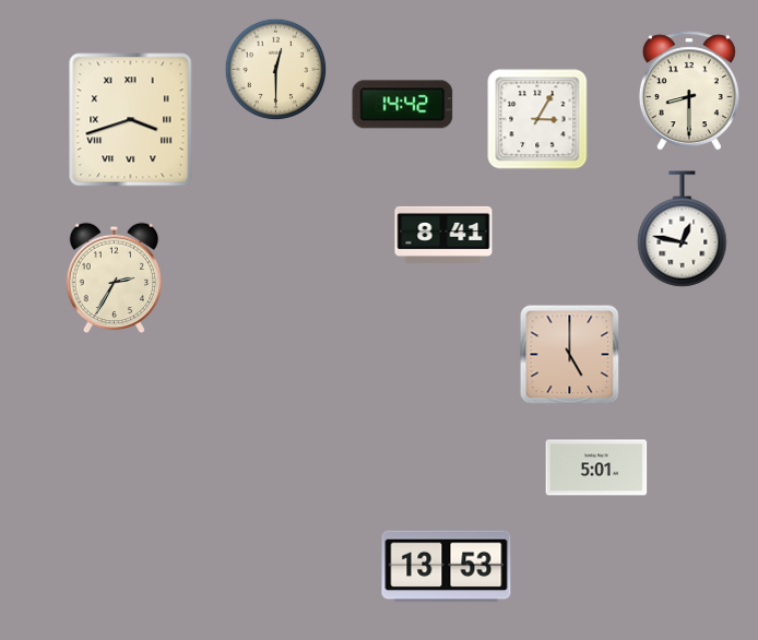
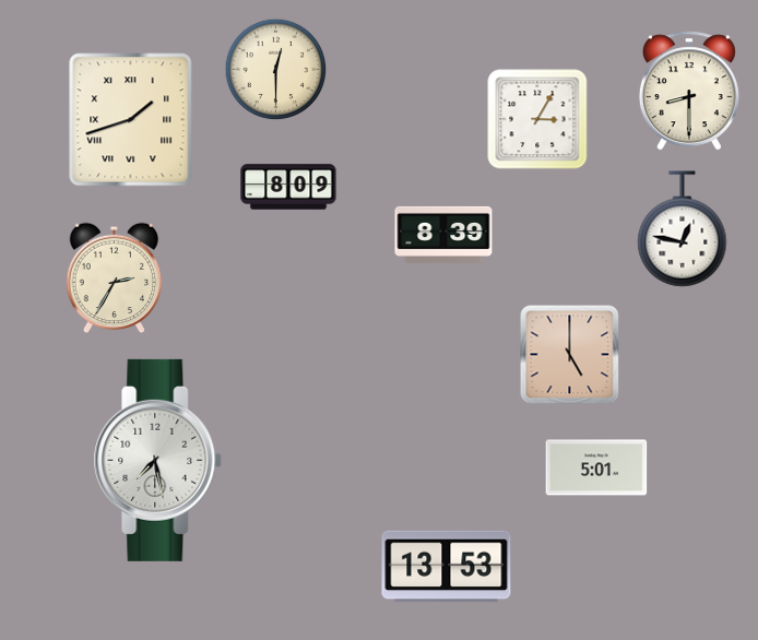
clock at (403, 105): 14:42 -> none
clock at (131, 120): 3:42 -> 1:42
clock at (288, 187): none -> 8:09
clock at (443, 235): 8:41 -> 8:39
clock at (158, 460): none -> 7:28
